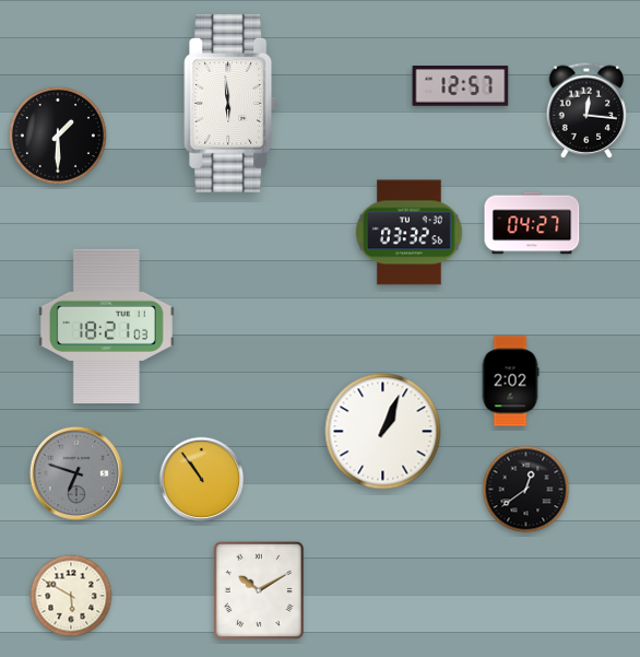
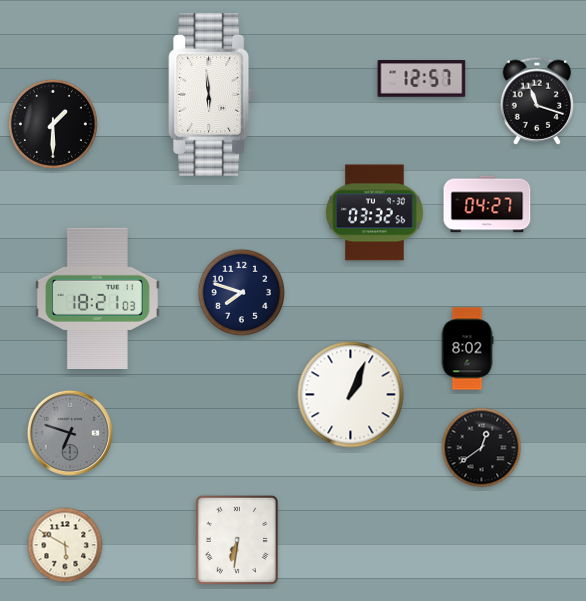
clock at (586, 110): 12:16 -> 11:18
clock at (241, 292): none -> 7:48
clock at (510, 382): 2:02 -> 8:02
clock at (202, 480): 10:54 -> none
clock at (259, 590): 10:10 -> 6:31
